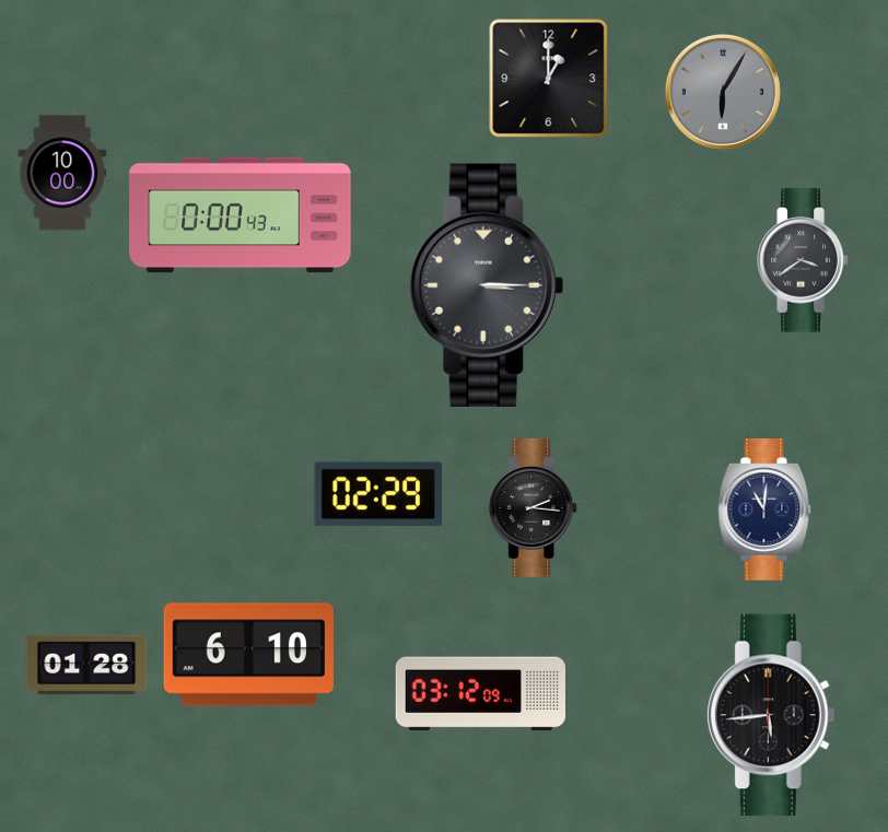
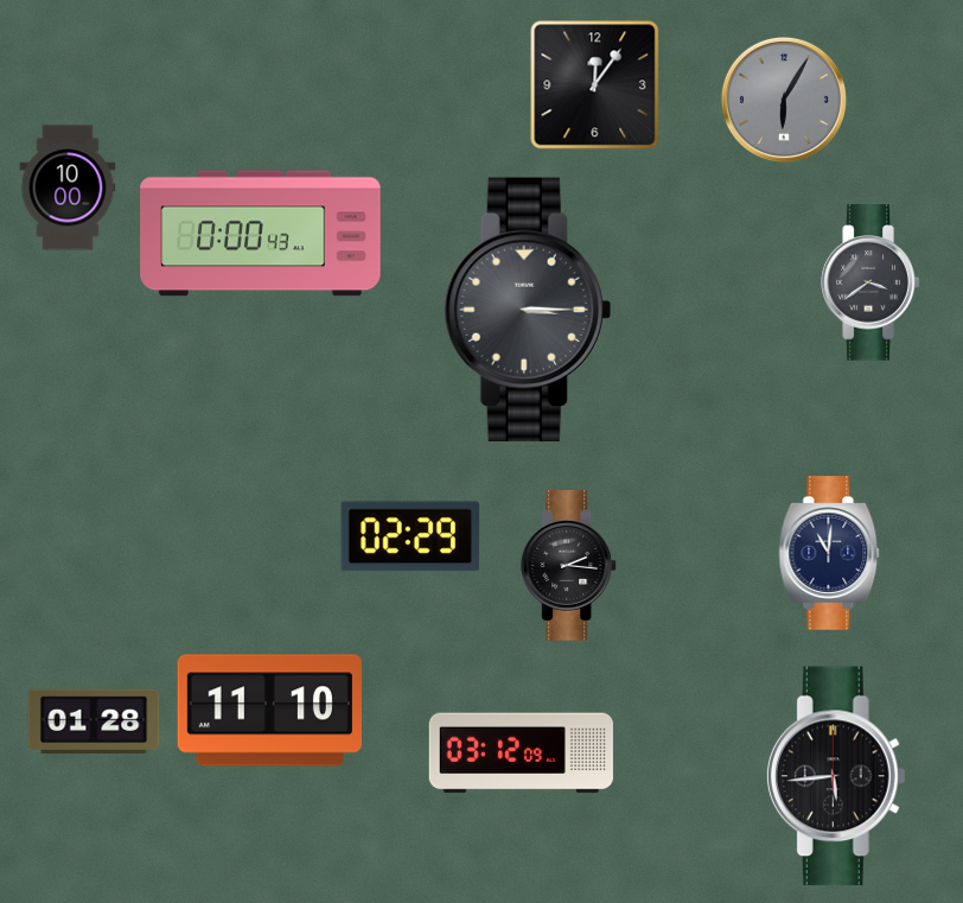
clock at (549, 79): 1:00 -> 12:06
clock at (534, 507) position: (534, 507) -> (569, 565)
clock at (248, 655): 6:10 -> 11:10
